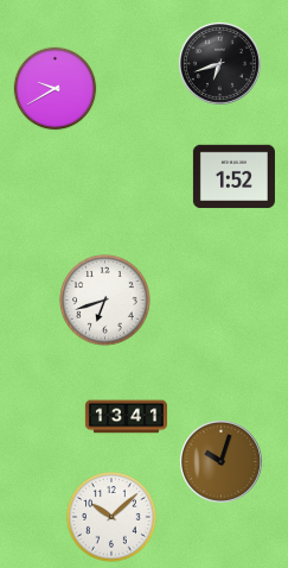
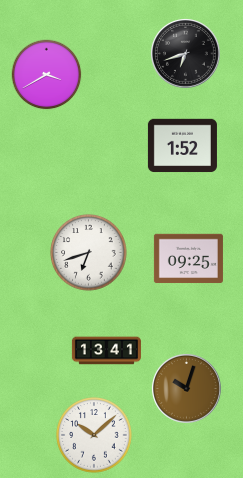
clock at (56, 89): 9:40 -> 3:40
clock at (233, 177) position: (233, 177) -> (182, 146)
clock at (188, 259): none -> 09:25
